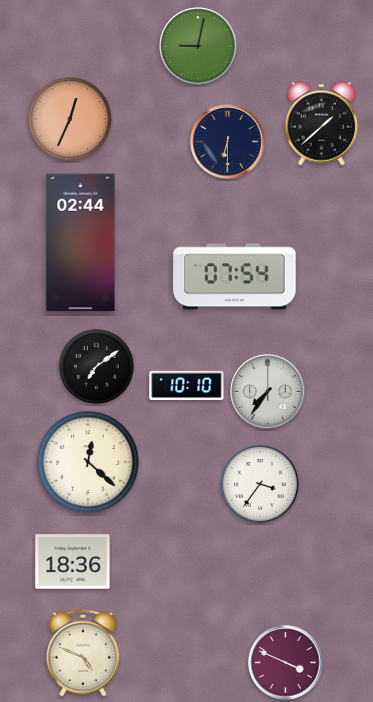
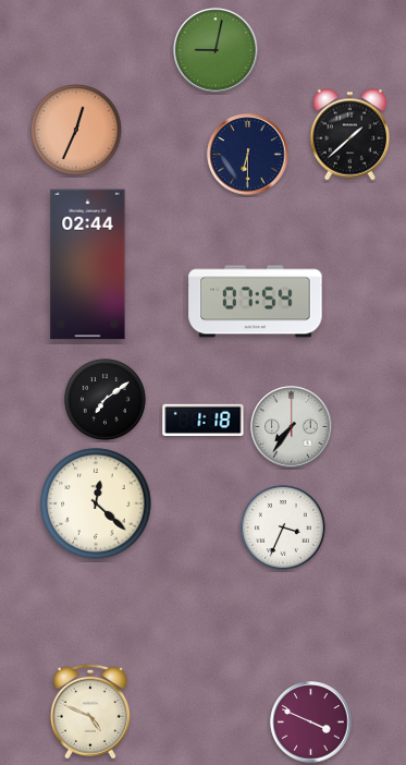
clock at (187, 385): 10:10 -> 1:18
clock at (260, 484): 3:36 -> 3:34
clock at (73, 562): 18:36 -> none
